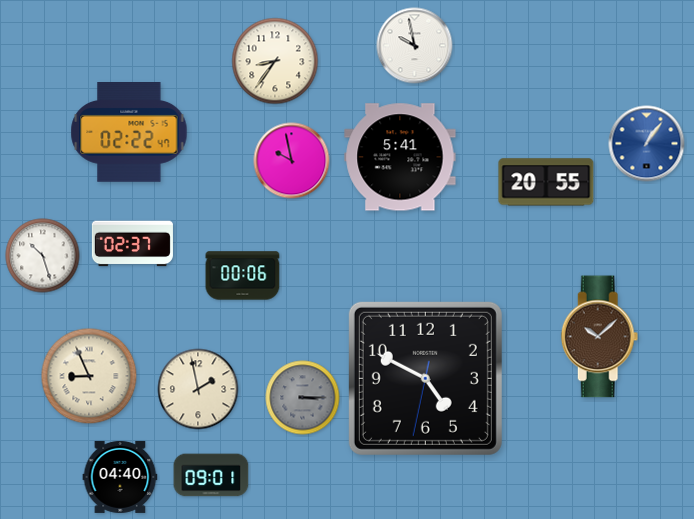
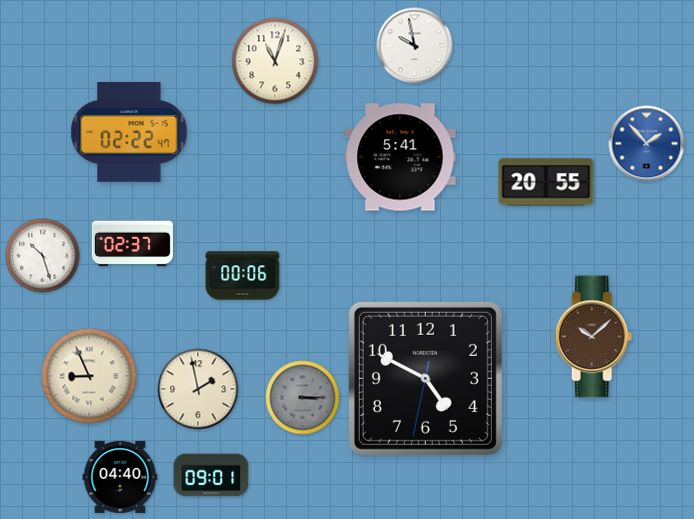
clock at (275, 61): 8:36 -> 11:03
clock at (647, 144): 1:06 -> 1:53
clock at (292, 161): 9:58 -> none
clock at (600, 337) position: (600, 337) -> (594, 337)
